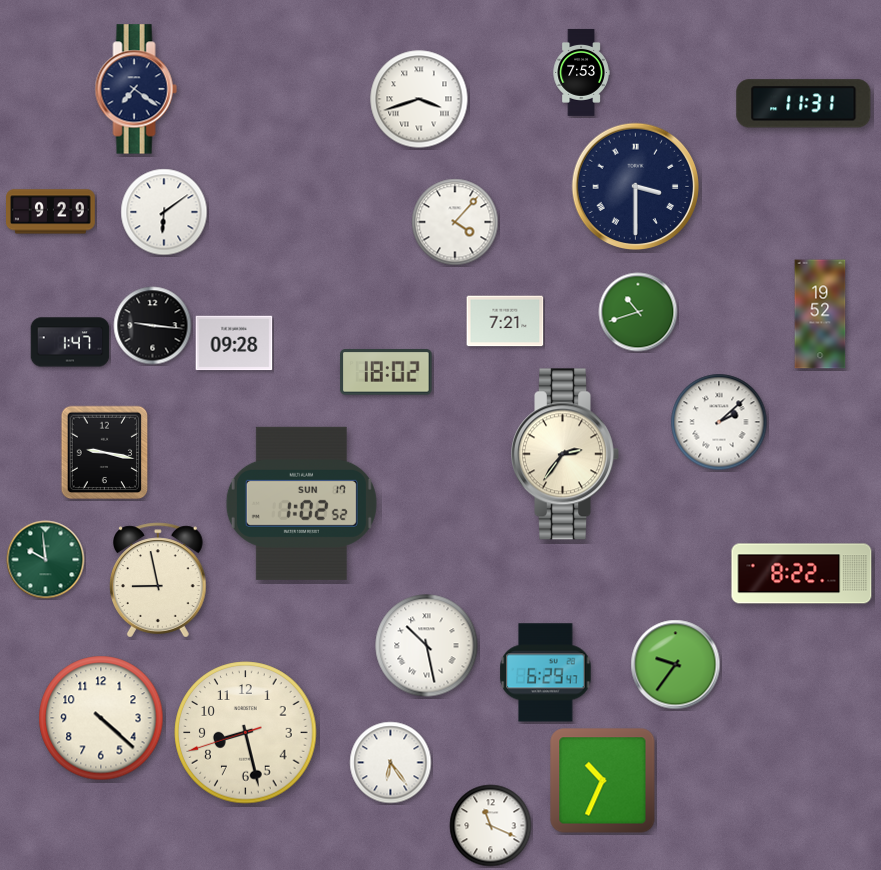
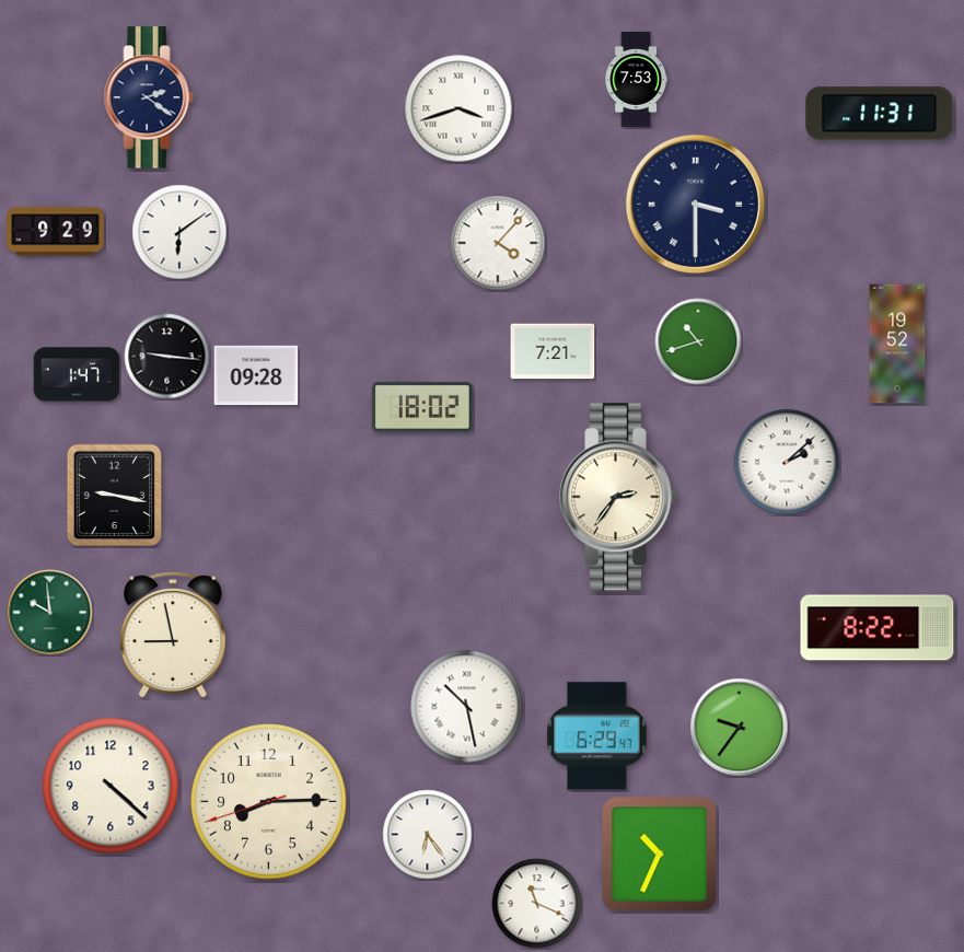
clock at (136, 89): 7:21 -> 2:21
clock at (301, 503): 1:02 -> none
clock at (246, 733): 8:27 -> 8:14
